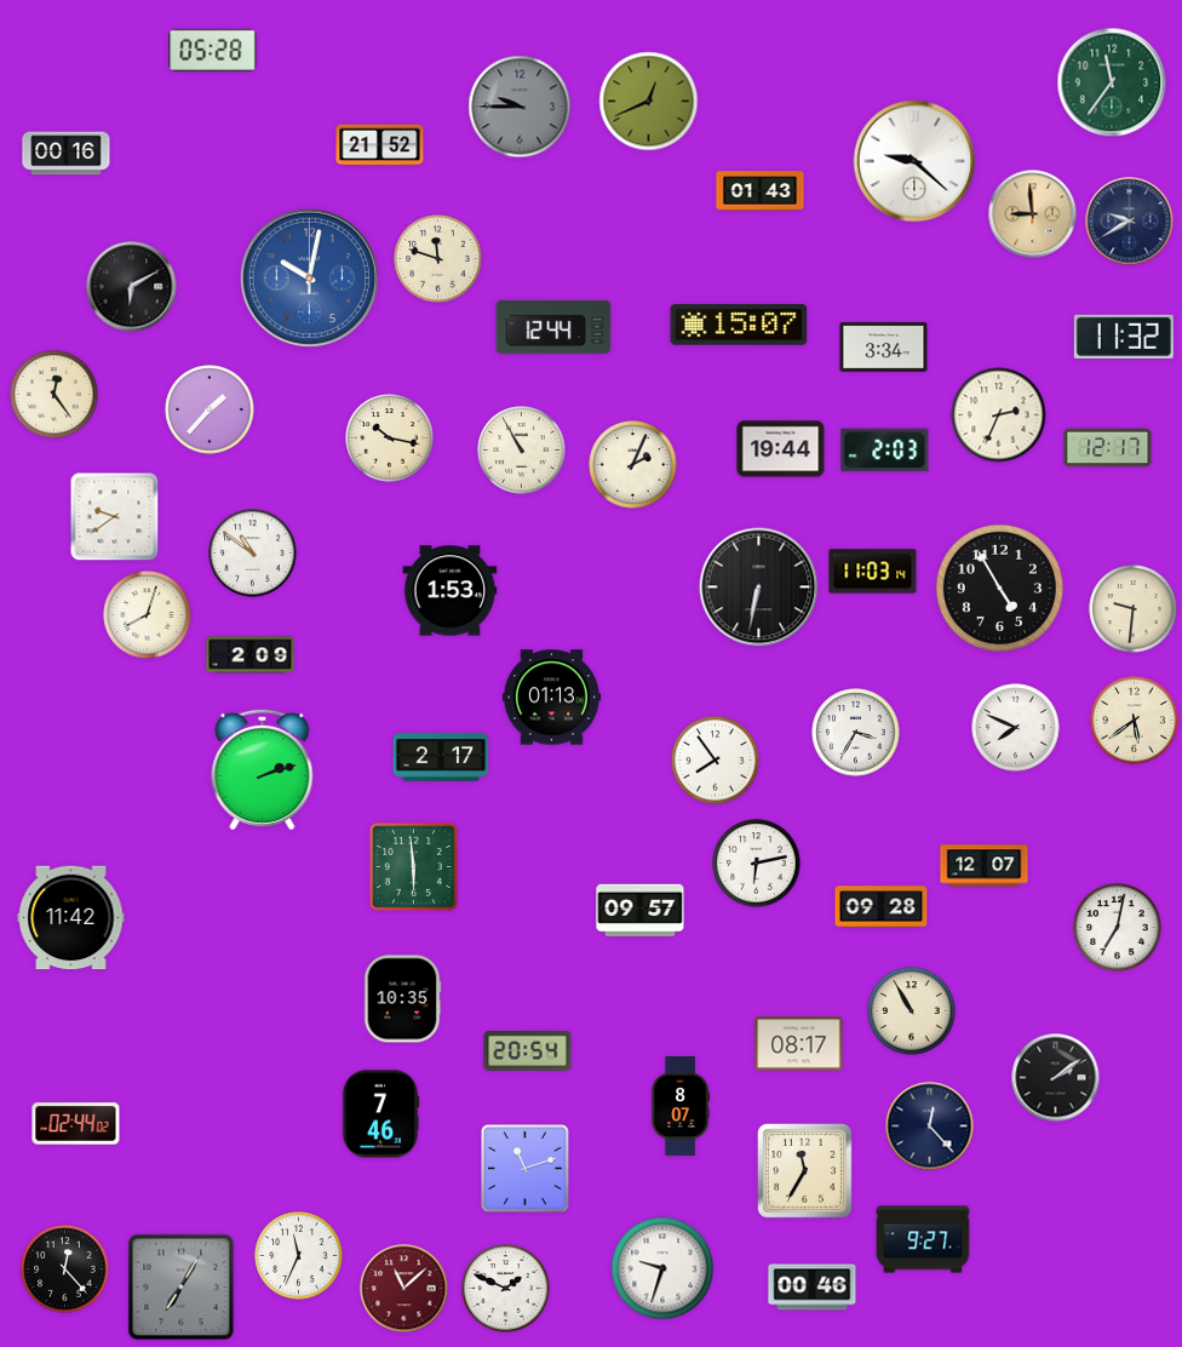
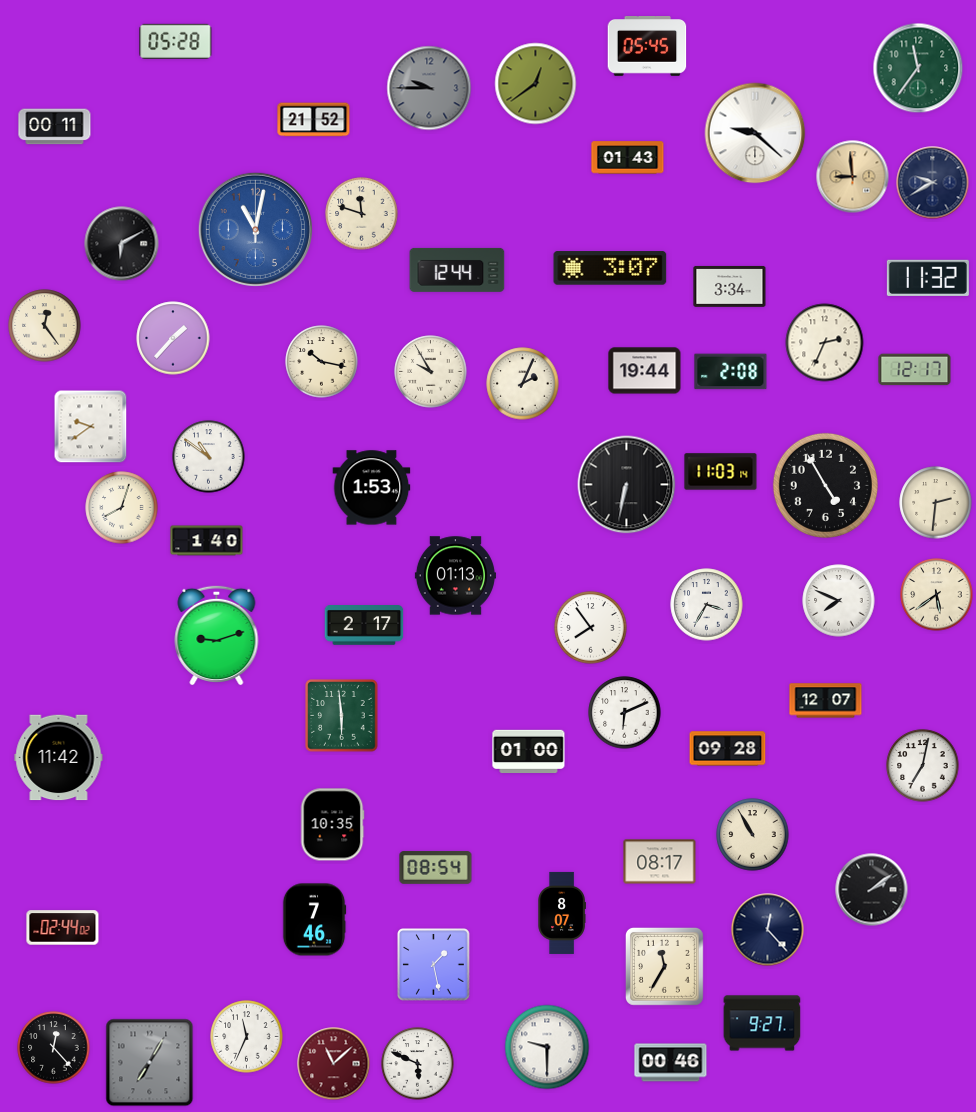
clock at (647, 47): none -> 05:45
clock at (649, 102): 12:41 -> 12:39
clock at (67, 154): 00:16 -> 00:11
clock at (309, 277): 10:02 -> 11:02
clock at (132, 287) position: (132, 287) -> (122, 244)
clock at (739, 325): 15:07 -> 3:07
clock at (522, 451): 10:55 -> 9:55
clock at (885, 451): 2:03 -> 2:08
clock at (115, 517) position: (115, 517) -> (91, 427)
clock at (1134, 609): 9:31 -> 2:31
clock at (251, 655): 2:09 -> 1:40
clock at (263, 769): 2:12 -> 9:12
clock at (757, 864): 6:13 -> 6:11
clock at (985, 866) position: (985, 866) -> (826, 701)
clock at (641, 911): 09:57 -> 01:00
clock at (528, 1051): 20:54 -> 08:54
clock at (526, 1169): 11:12 -> 1:28
clock at (662, 1268): 9:33 -> 9:30
clock at (506, 1289): 1:49 -> 5:49
